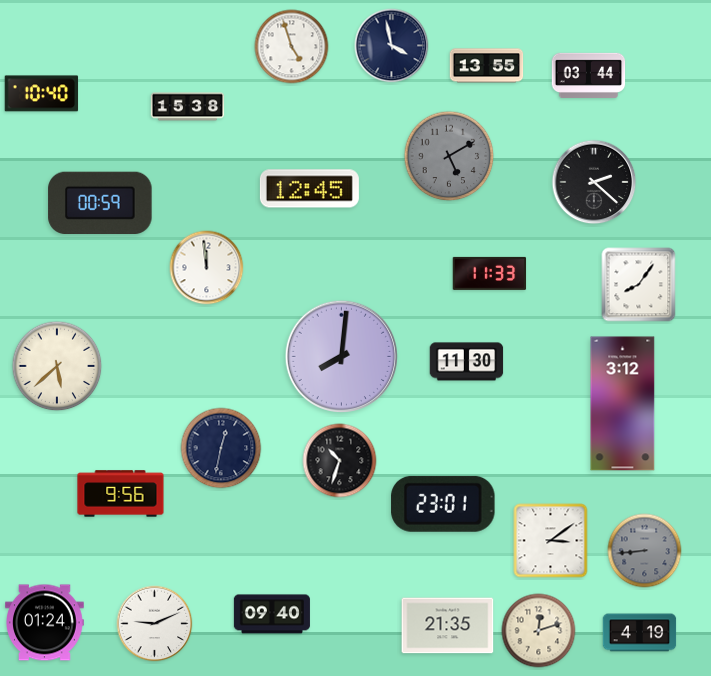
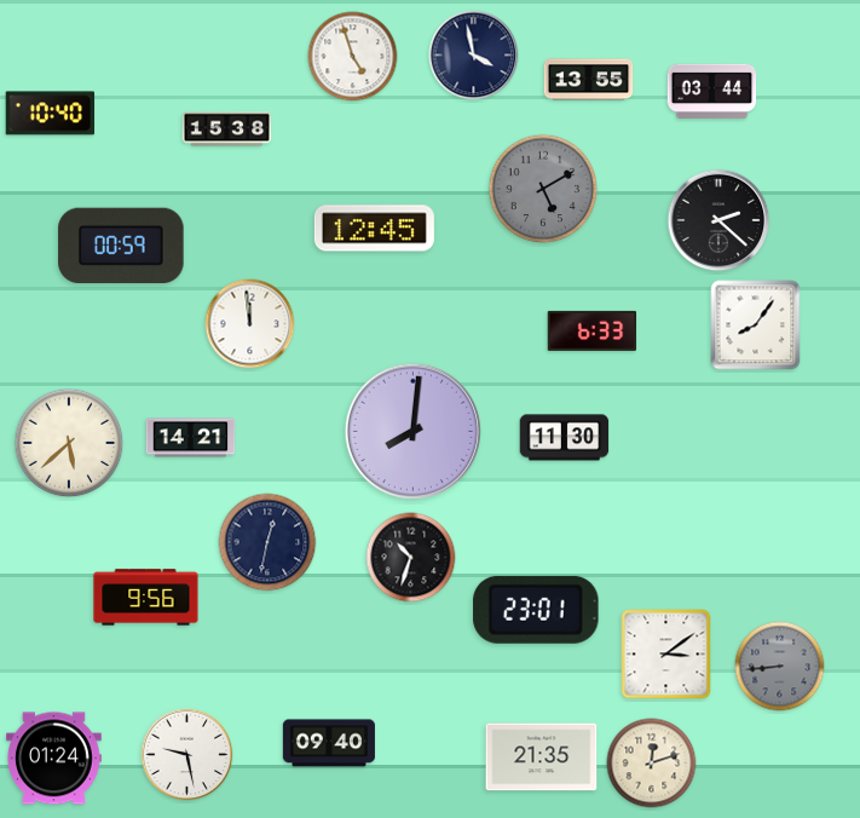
clock at (490, 273): 11:33 -> 6:33
clock at (639, 285) position: (639, 285) -> (756, 326)
clock at (191, 438): none -> 14:21
clock at (623, 404): 3:12 -> none
clock at (45, 623) position: (45, 623) -> (54, 759)
clock at (155, 624): 9:11 -> 9:28
clock at (640, 633): 4:19 -> none
